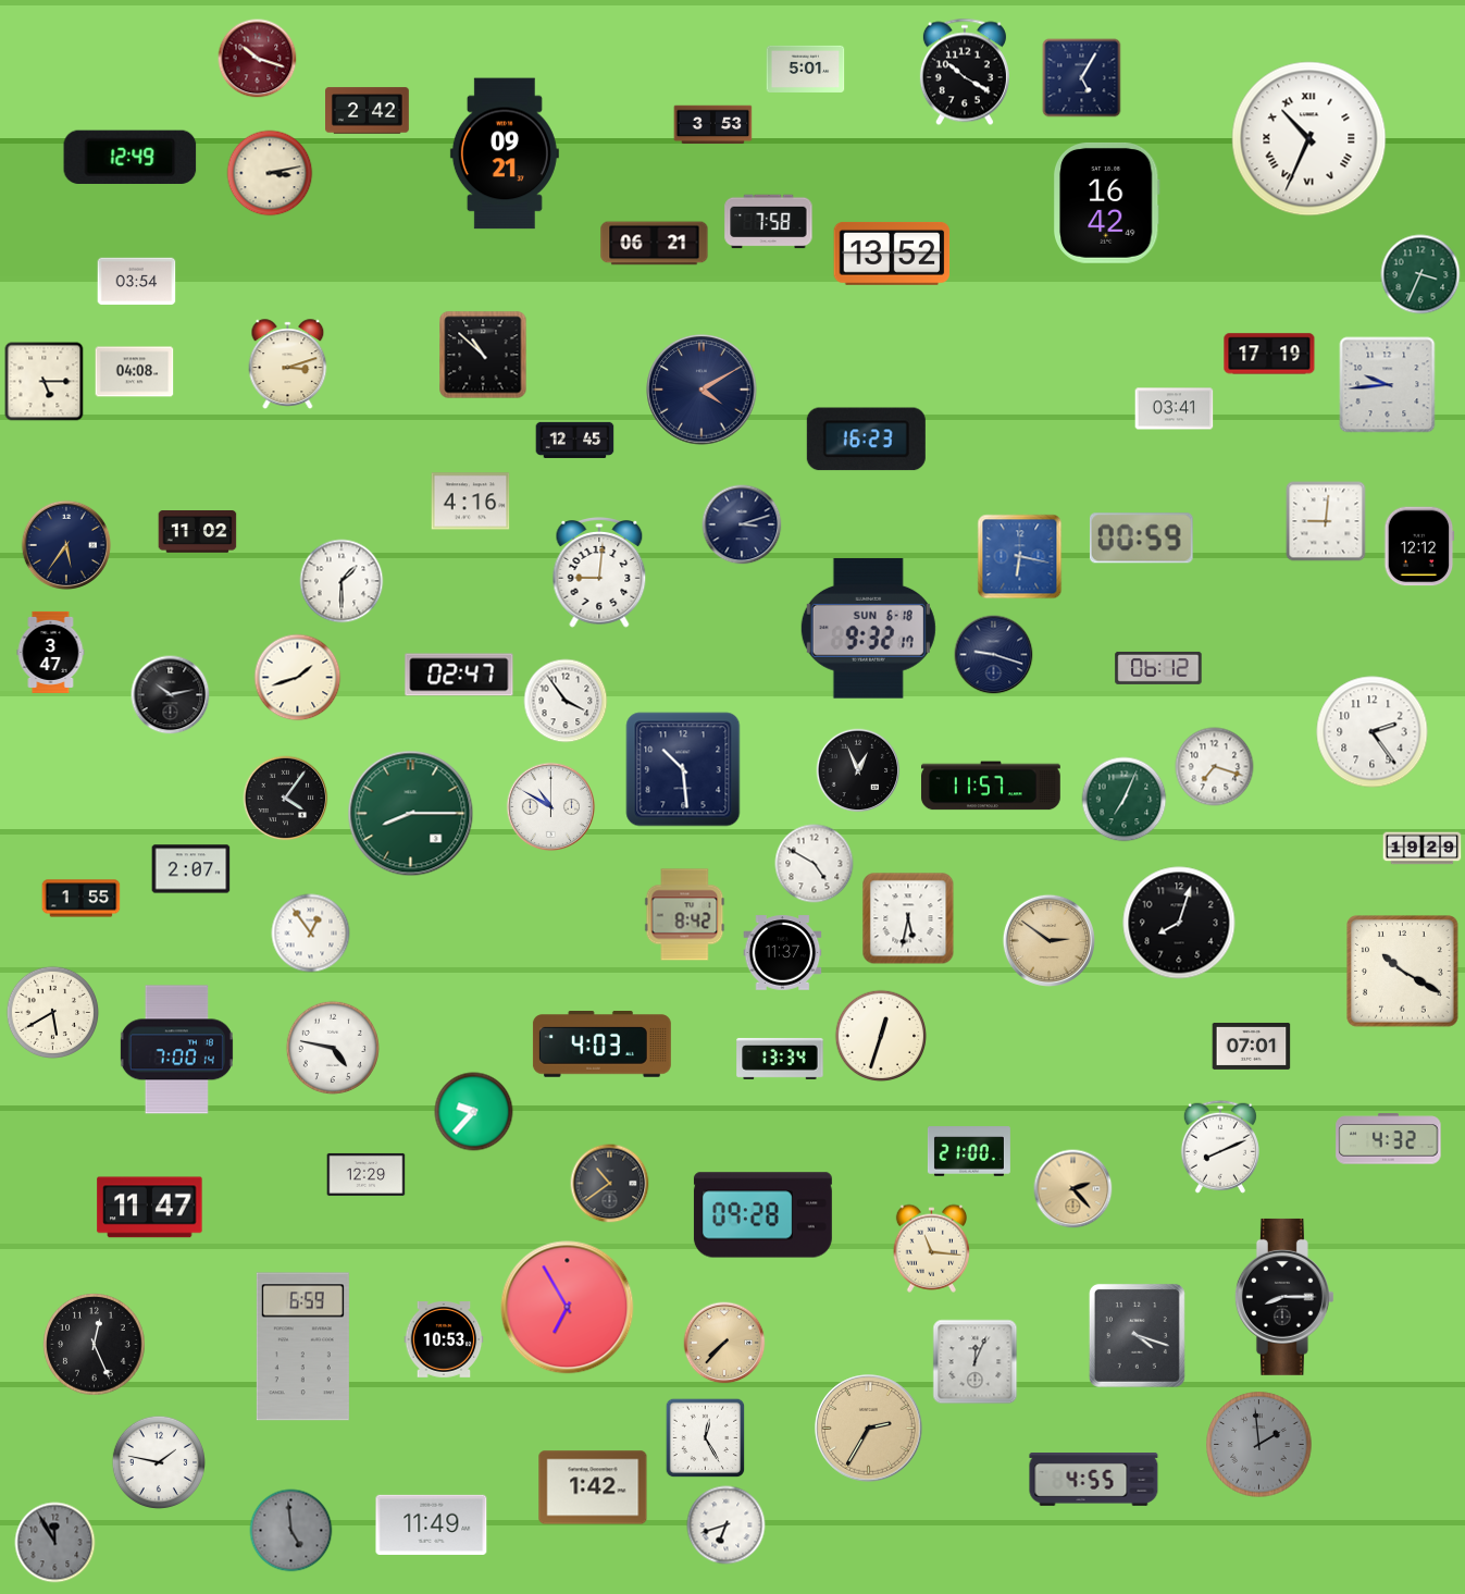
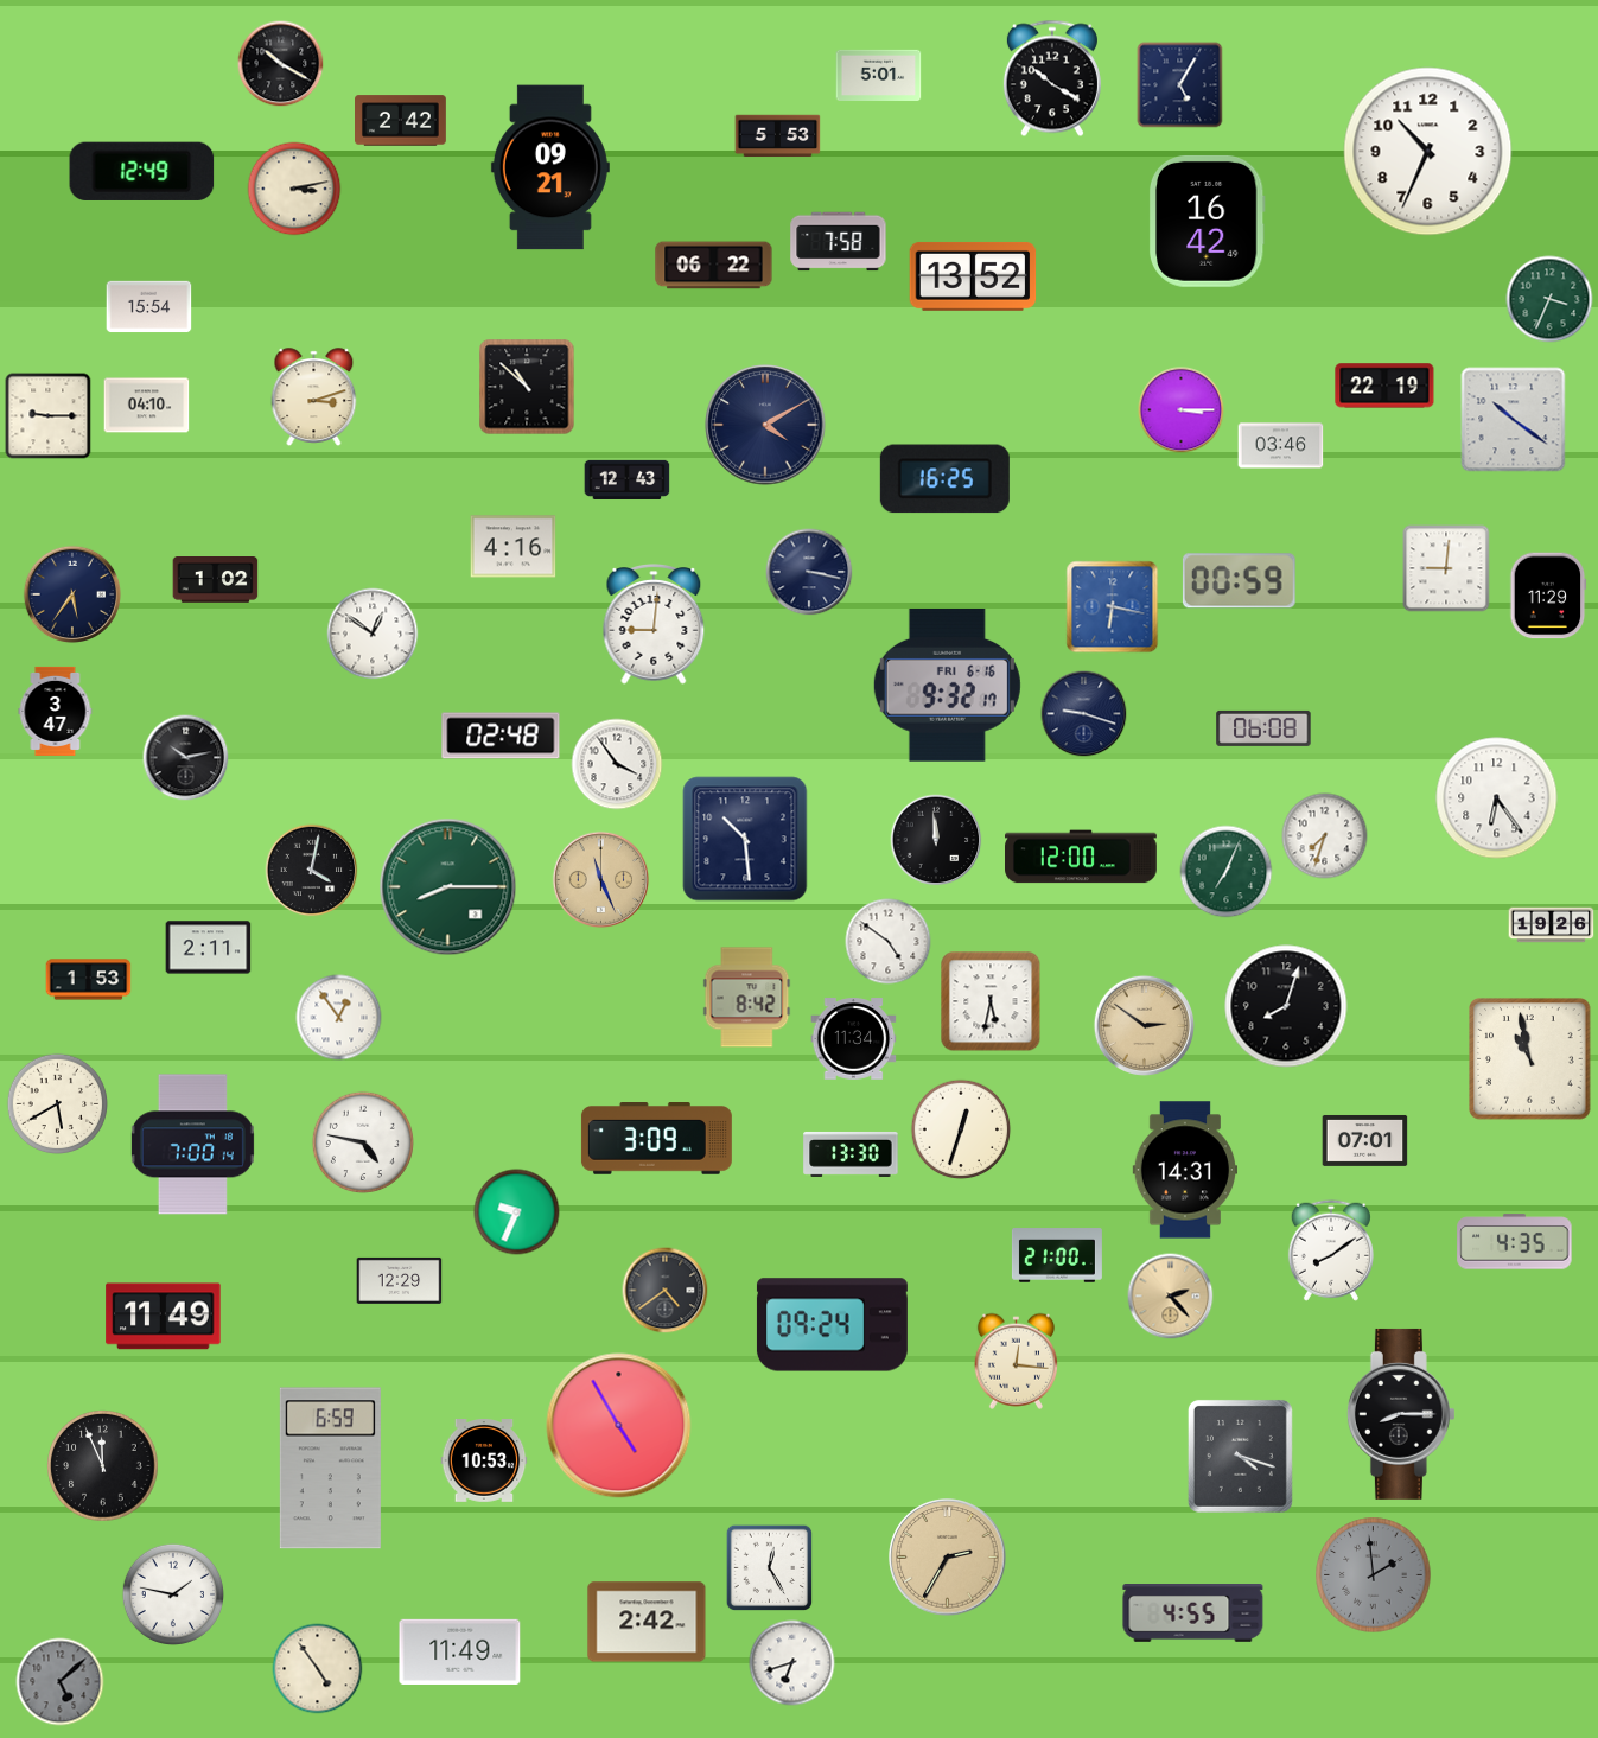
clock at (258, 59): 10:18 -> 10:20
clock at (258, 59) dial: burgundy -> black
clock at (713, 125): 3:53 -> 5:53
clock at (1309, 139) numerals: Roman -> Arabic
clock at (655, 244): 06:21 -> 06:22
clock at (137, 282): 03:54 -> 15:54
clock at (1269, 354): 17:19 -> 22:19
clock at (135, 372): 04:08 -> 04:10
clock at (1182, 410): none -> 3:15
clock at (45, 382): 5:15 -> 9:15
clock at (1388, 385): 9:44 -> 10:21
clock at (1175, 409): 03:41 -> 03:46
clock at (575, 440): 12:45 -> 12:43
clock at (866, 440): 16:23 -> 16:25
clock at (742, 524): 3:12 -> 3:17
clock at (198, 532): 11:02 -> 1:02
clock at (1141, 539) position: (1141, 539) -> (1239, 581)
clock at (1419, 546): 12:12 -> 11:29
clock at (342, 581): 1:30 -> 12:51
clock at (868, 628) date: SUN 6-18 -> FRI 6-16
clock at (1158, 668): 06:12 -> 06:08
clock at (459, 675): 02:47 -> 02:48
clock at (298, 678): 1:42 -> none
clock at (1373, 732): 2:24 -> 6:24
clock at (1215, 767): 7:18 -> 7:33
clock at (858, 770): 12:56 -> 11:59
clock at (992, 786): 11:57 -> 12:00
clock at (286, 799): 4:06 -> 4:02
clock at (551, 807): 10:50 -> 11:26
clock at (551, 807) dial: white -> champagne
clock at (1423, 849): 19:29 -> 19:26
clock at (815, 864): 4:50 -> 4:51
clock at (191, 869): 2:07 -> 2:11
clock at (82, 899): 1:55 -> 1:53
clock at (783, 953): 11:37 -> 11:34
clock at (1403, 972): 10:20 -> 10:58
clock at (601, 1045): 4:03 -> 3:09
clock at (780, 1059): 13:34 -> 13:30
clock at (1184, 1170): none -> 14:31
clock at (474, 1112): 9:37 -> 9:34
clock at (1389, 1139): 4:32 -> 4:35
clock at (1220, 1147): 8:11 -> 8:09
clock at (610, 1184): 10:39 -> 4:39
clock at (150, 1208): 11:47 -> 11:49
clock at (762, 1215): 09:28 -> 09:24
clock at (931, 1248): 11:16 -> 12:16
clock at (568, 1308): 6:55 -> 4:55
clock at (724, 1343): 7:37 -> none
clock at (95, 1345): 12:26 -> 11:56
clock at (976, 1362): 12:04 -> none
clock at (593, 1487): 1:42 -> 2:42
clock at (432, 1524) position: (432, 1524) -> (460, 1651)
clock at (291, 1531): 4:59 -> 4:54
clock at (291, 1531) dial: grey -> cream
clock at (55, 1543): 11:55 -> 5:08
